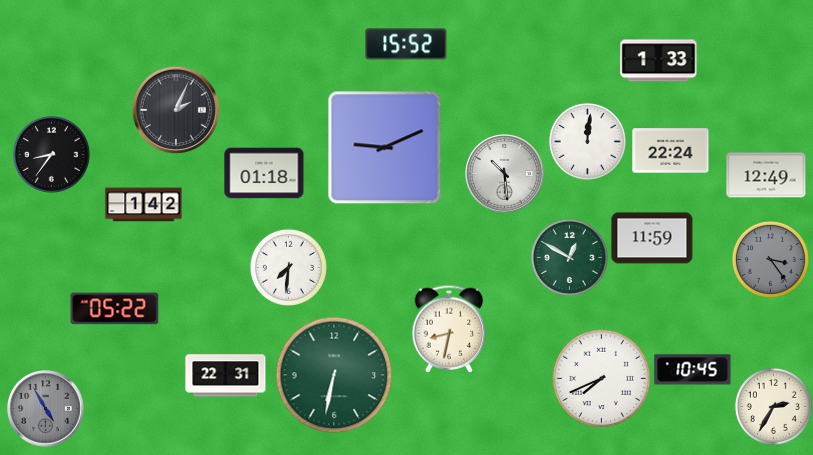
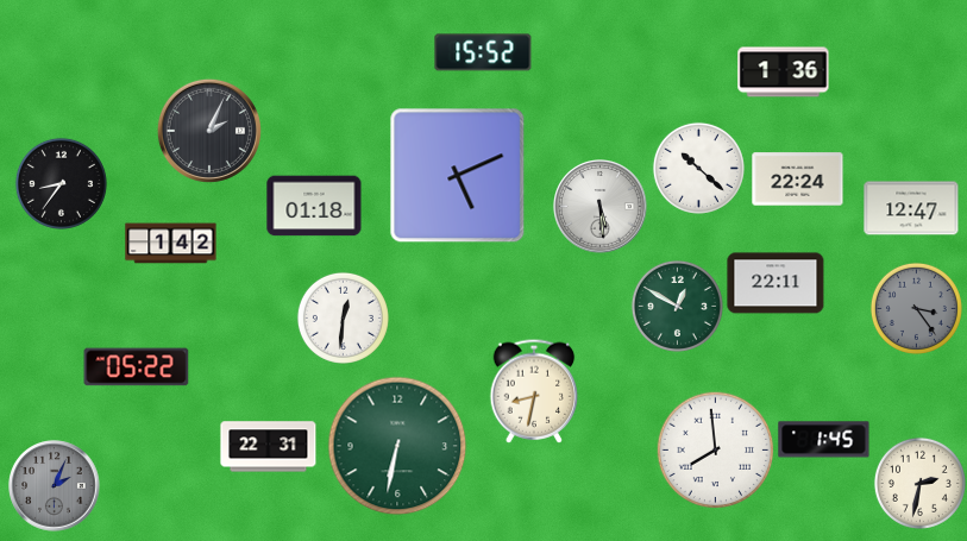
clock at (659, 61): 1:33 -> 1:36
clock at (587, 141): 12:01 -> 10:22
clock at (385, 148): 9:11 -> 5:11
clock at (505, 174): 10:29 -> 5:29
clock at (766, 175): 12:49 -> 12:47
clock at (652, 238): 11:59 -> 22:11
clock at (288, 267): 7:31 -> 12:31
clock at (693, 370): 10:45 -> 1:45
clock at (602, 379): 7:41 -> 7:59
clock at (773, 406): 2:35 -> 2:32
clock at (46, 409): 4:55 -> 2:04
